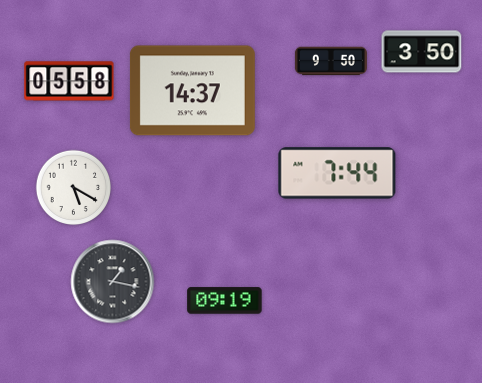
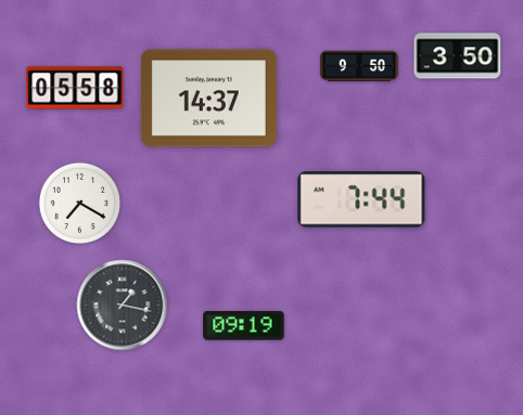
clock at (337, 173) position: (337, 173) -> (361, 199)
clock at (74, 188): 5:20 -> 7:20
